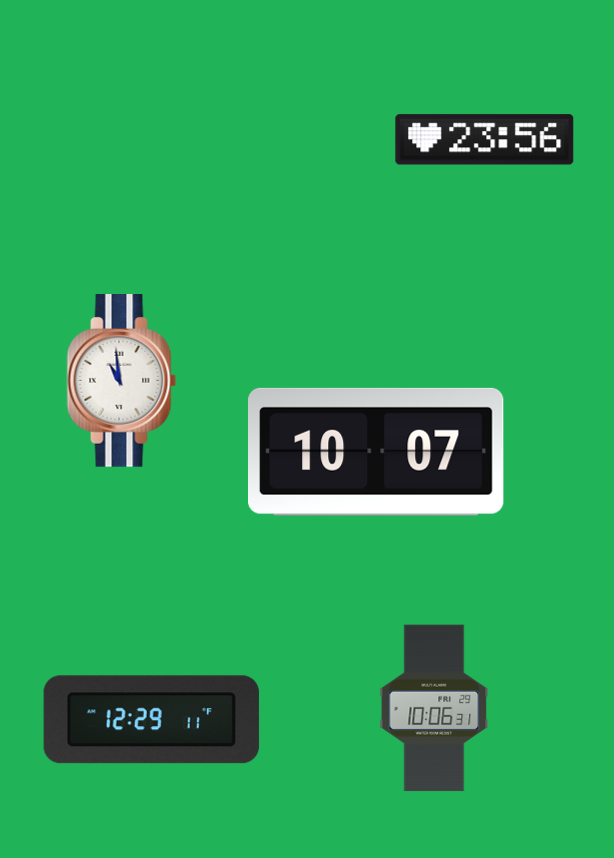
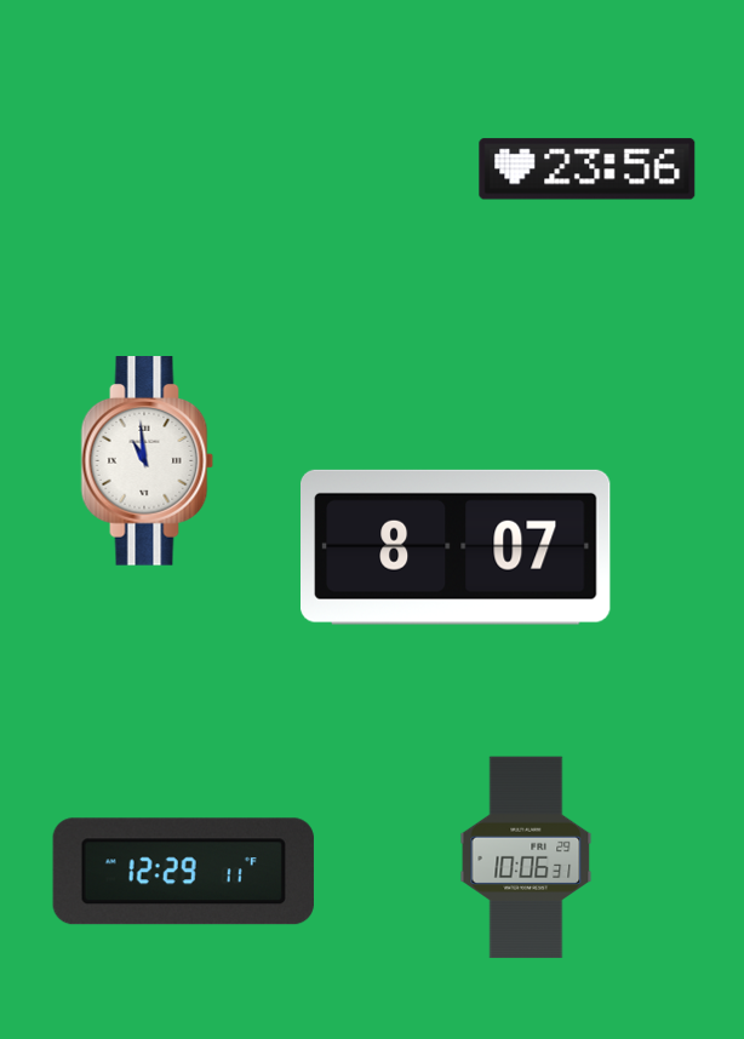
clock at (377, 452): 10:07 -> 8:07
